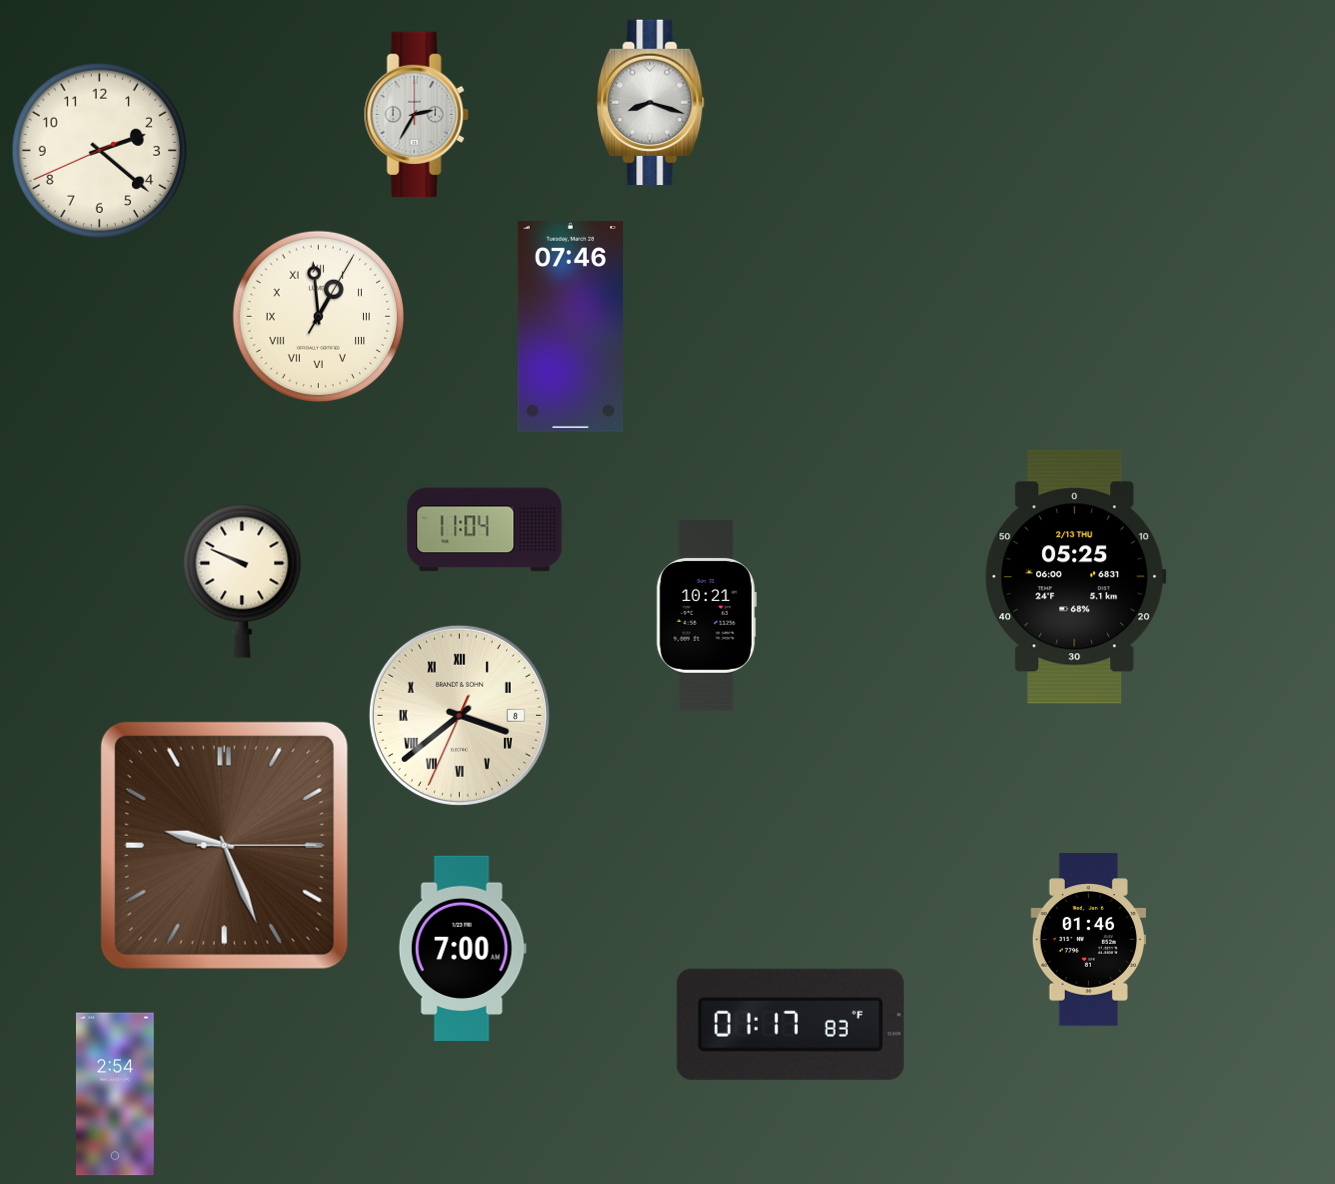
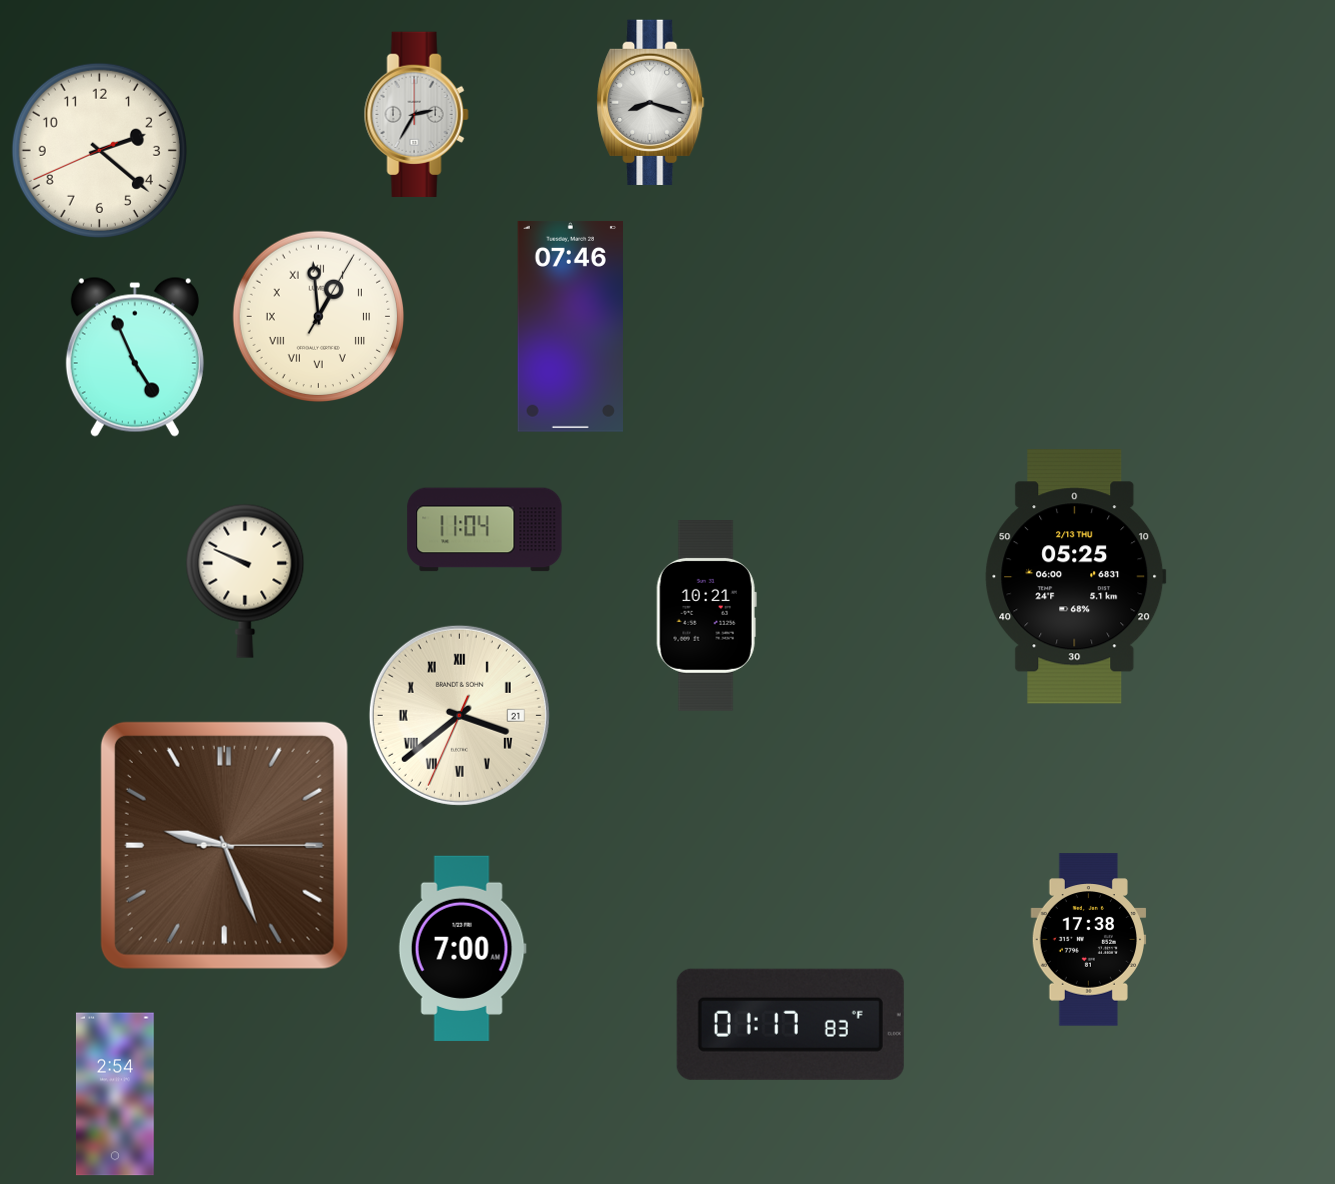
clock at (135, 357): none -> 4:56
clock at (242, 581) position: (242, 581) -> (245, 581)
clock at (459, 715) date: 8 -> 21
clock at (1089, 940): 01:46 -> 17:38
